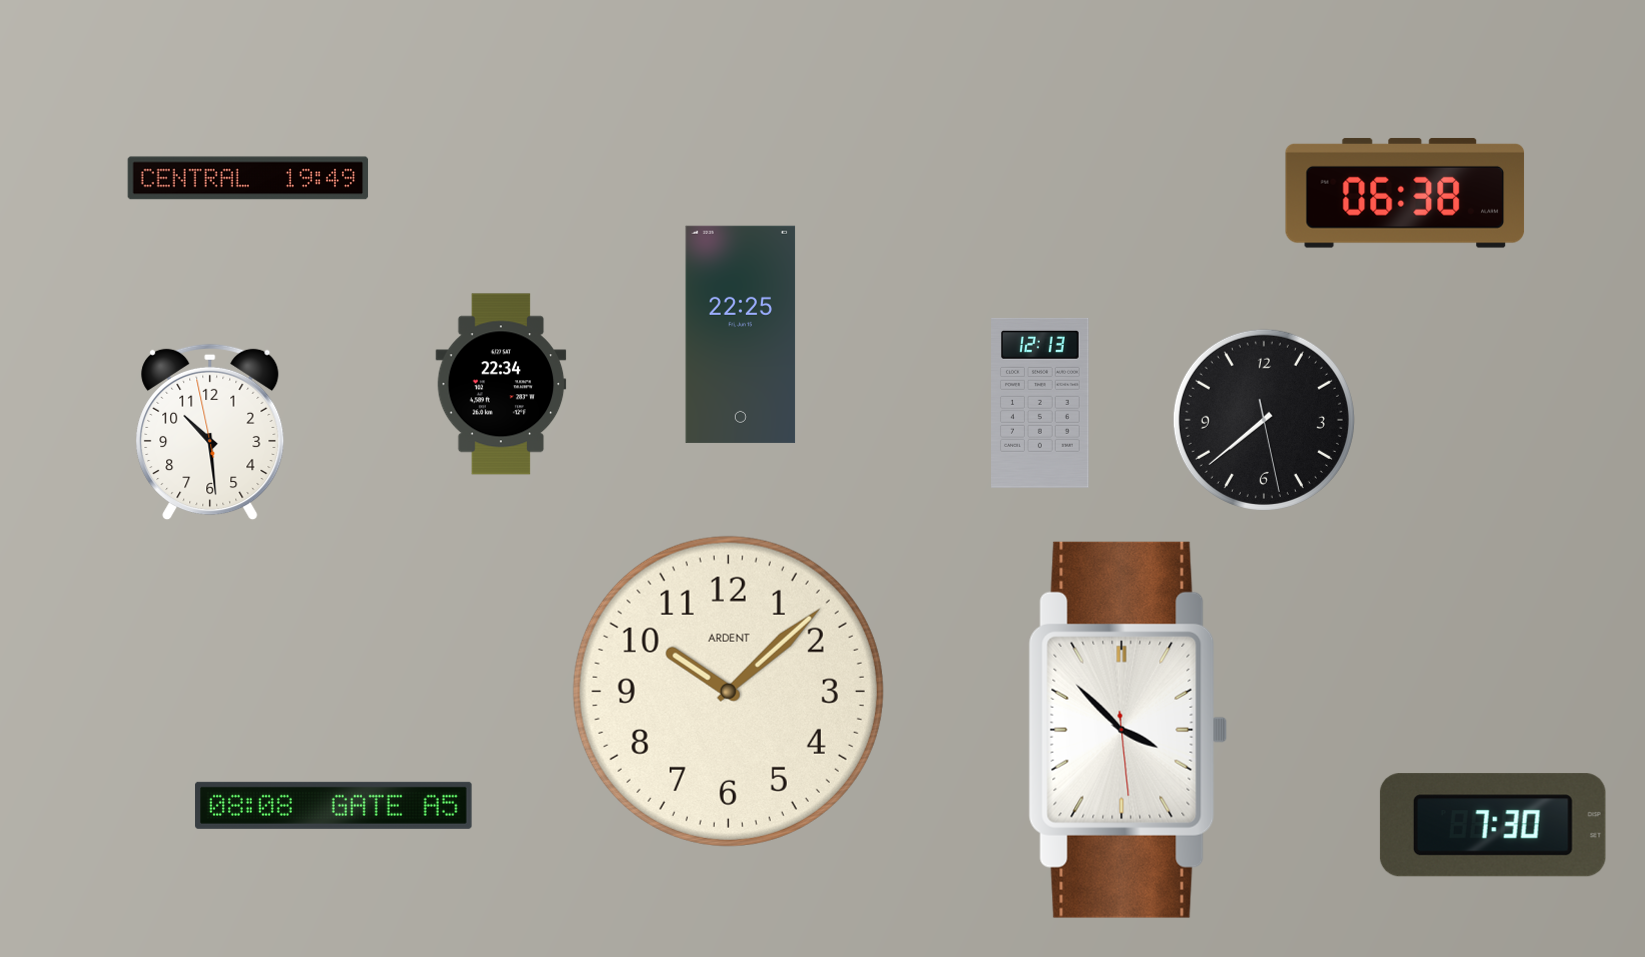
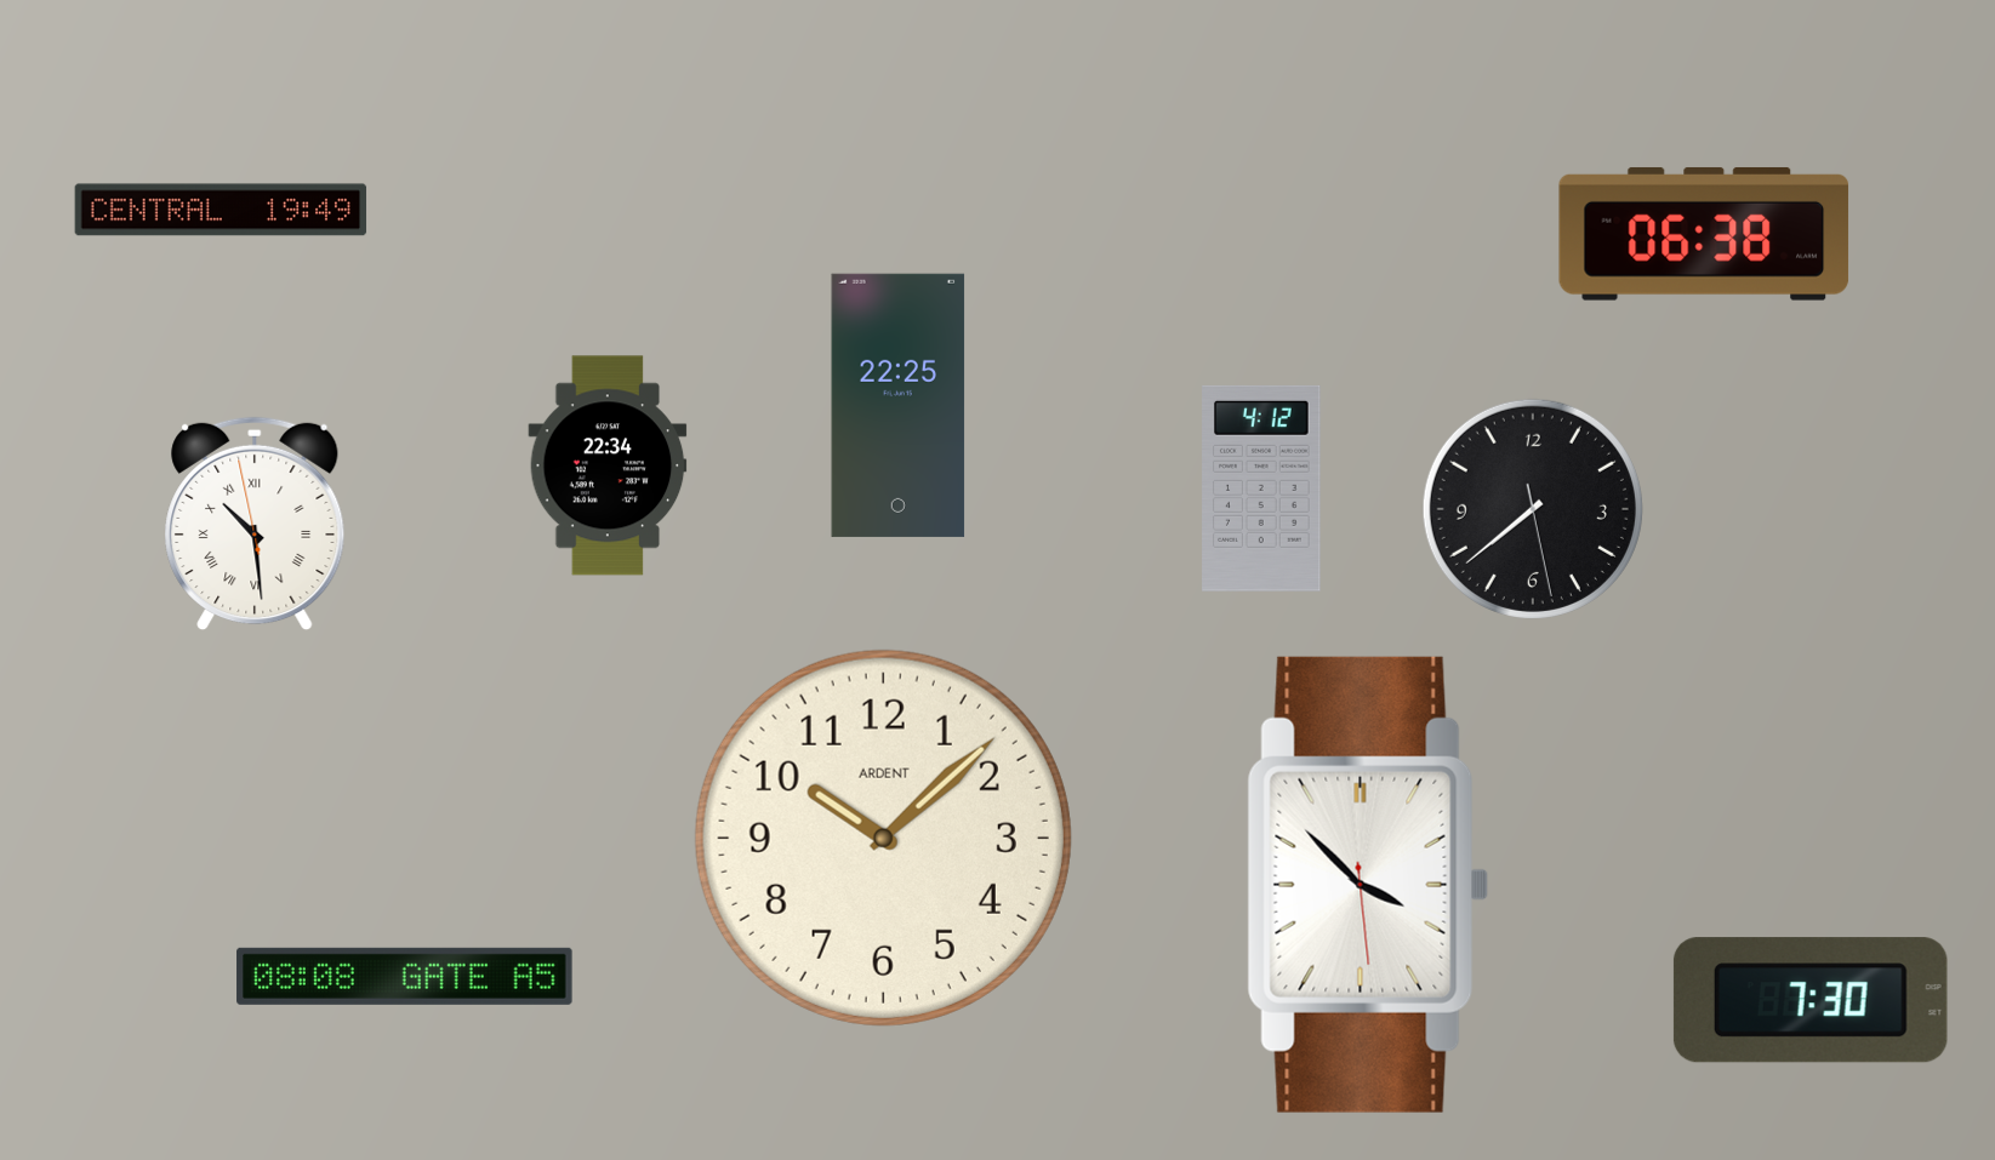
clock at (248, 178) position: (248, 178) -> (221, 210)
clock at (1040, 403): 12:13 -> 4:12
clock at (210, 432) numerals: Arabic -> Roman
